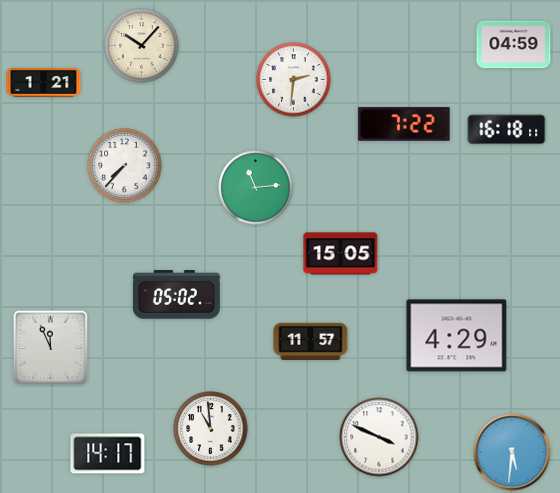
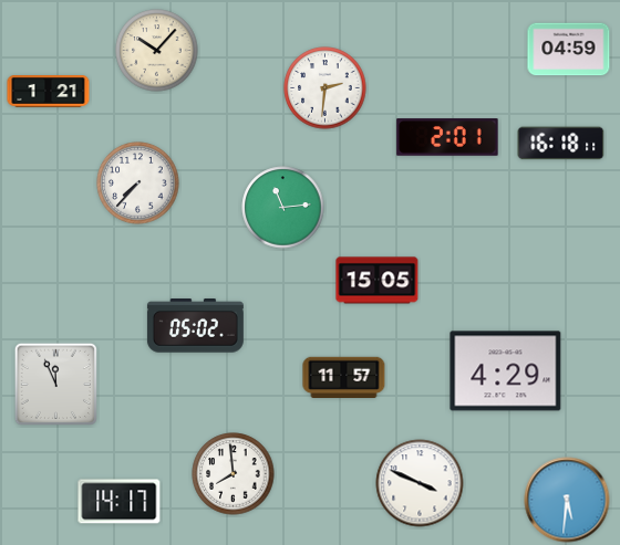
clock at (404, 124): 7:22 -> 2:01
clock at (211, 429): 10:59 -> 7:59
